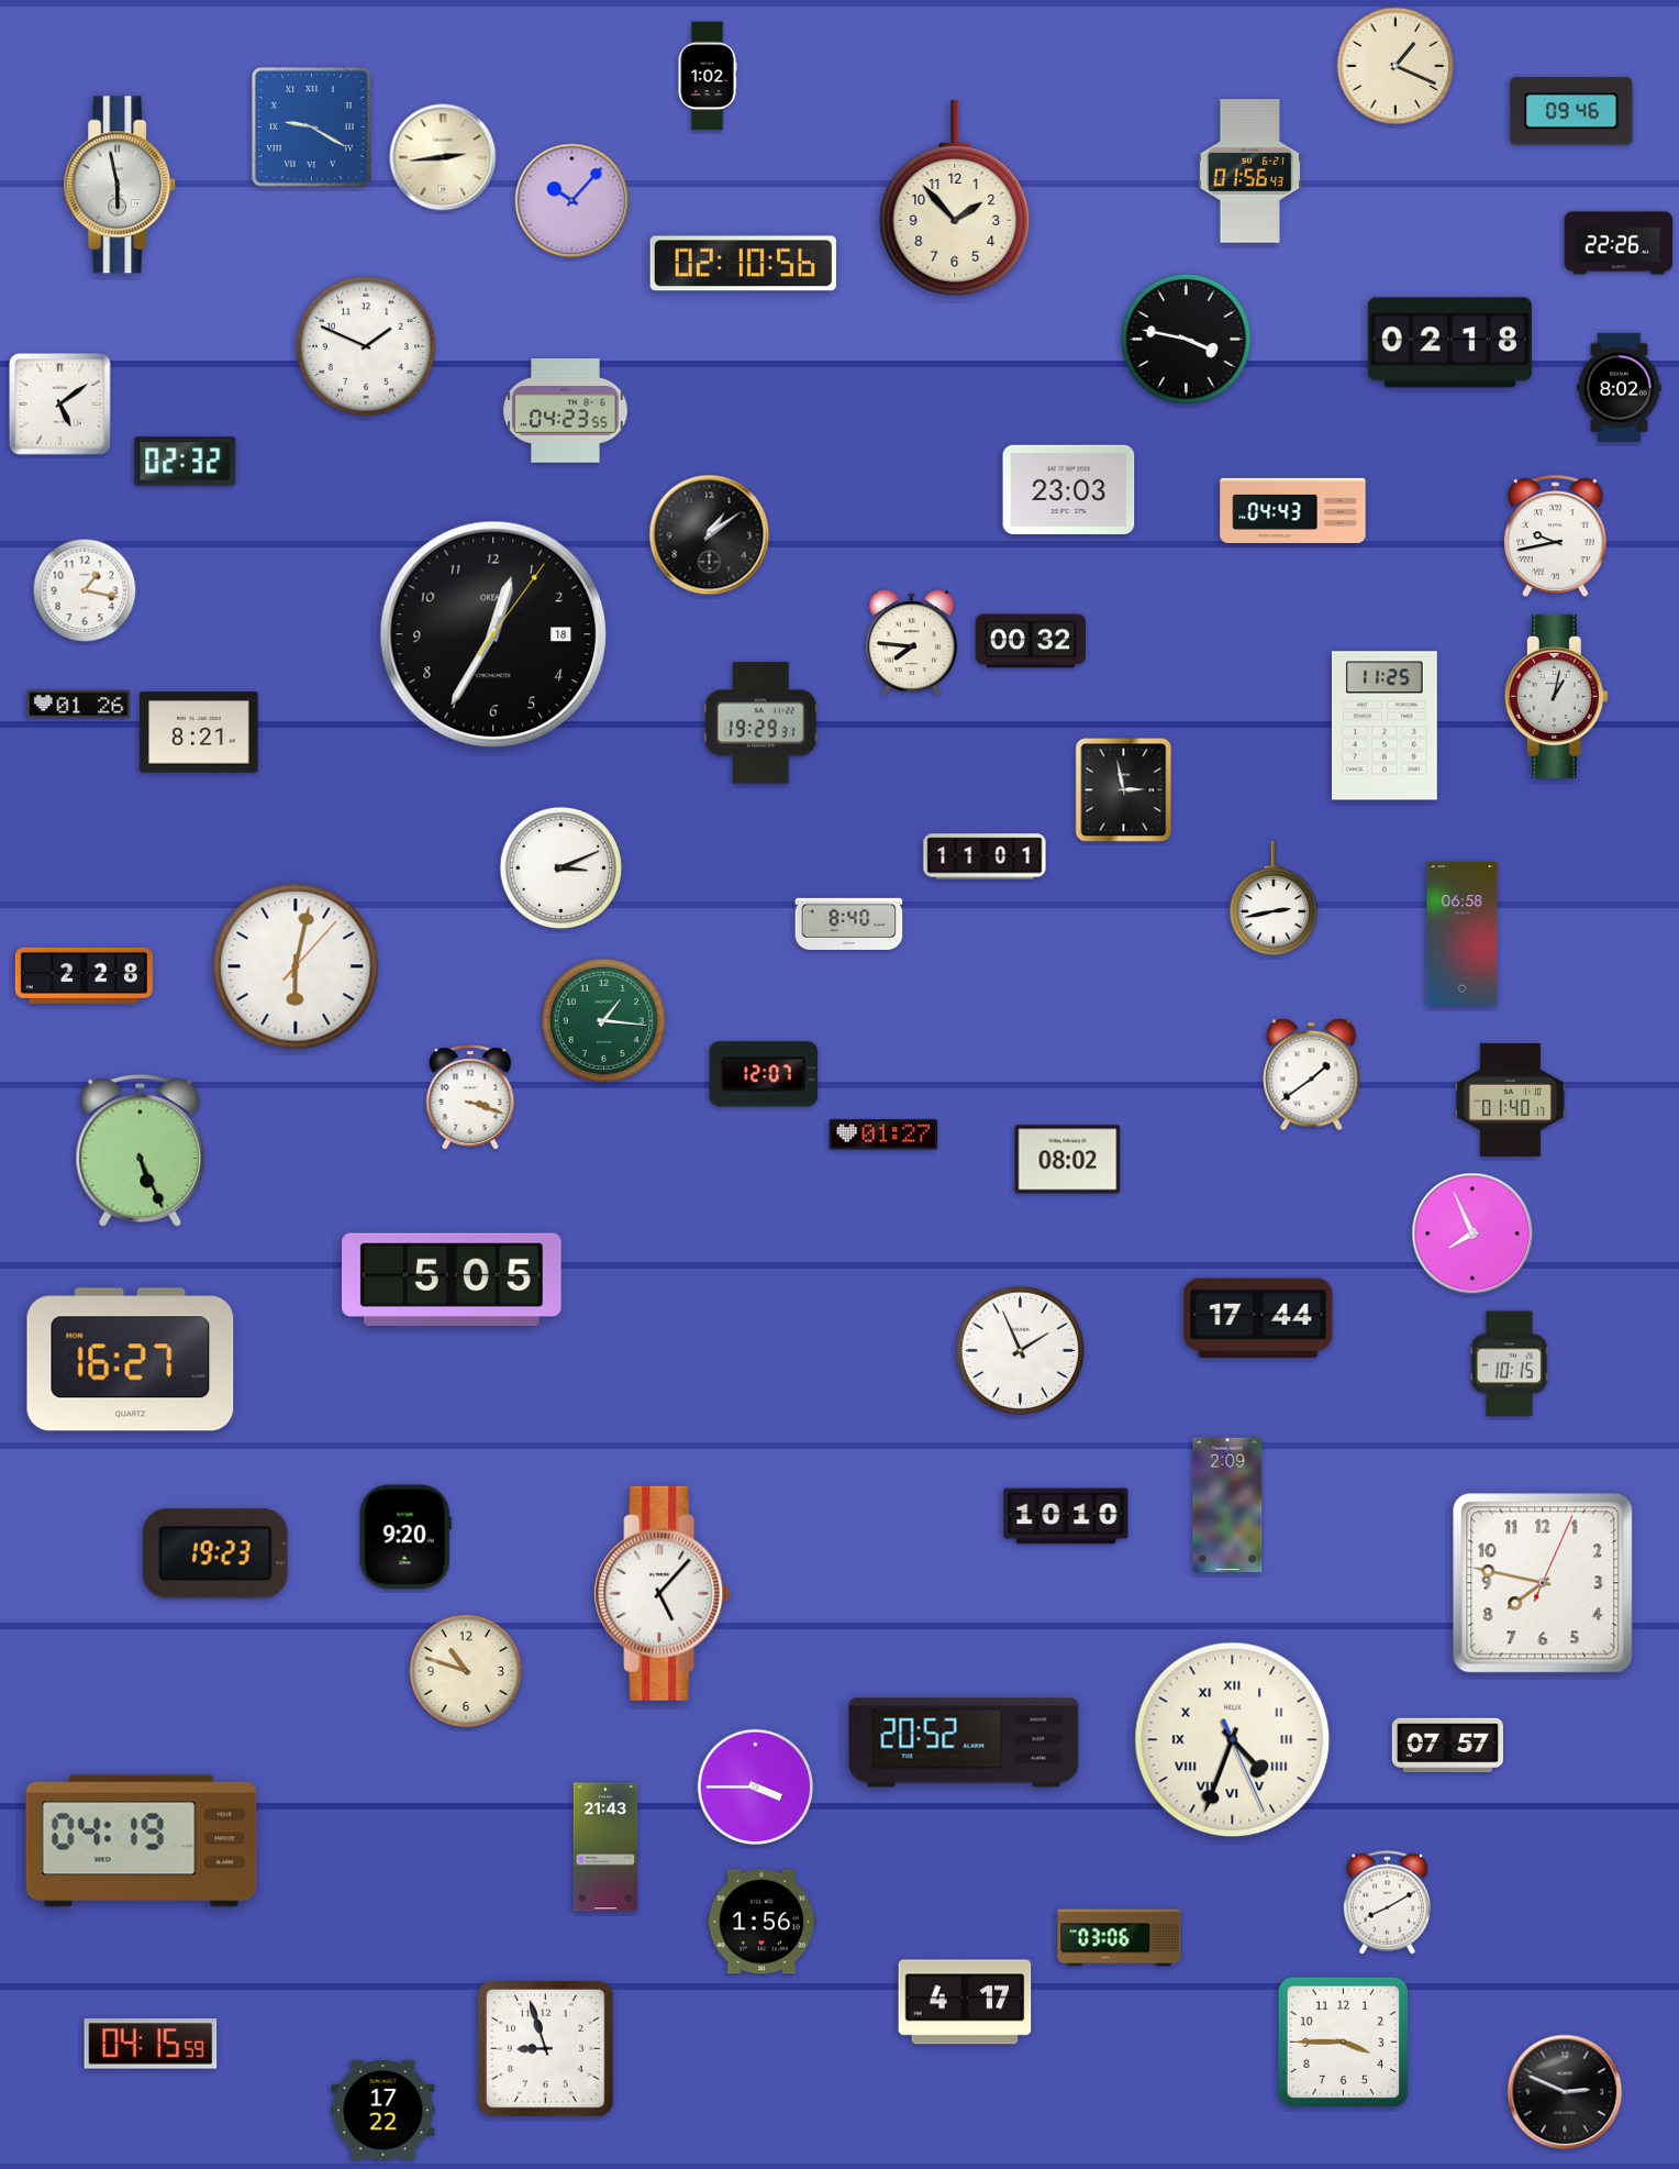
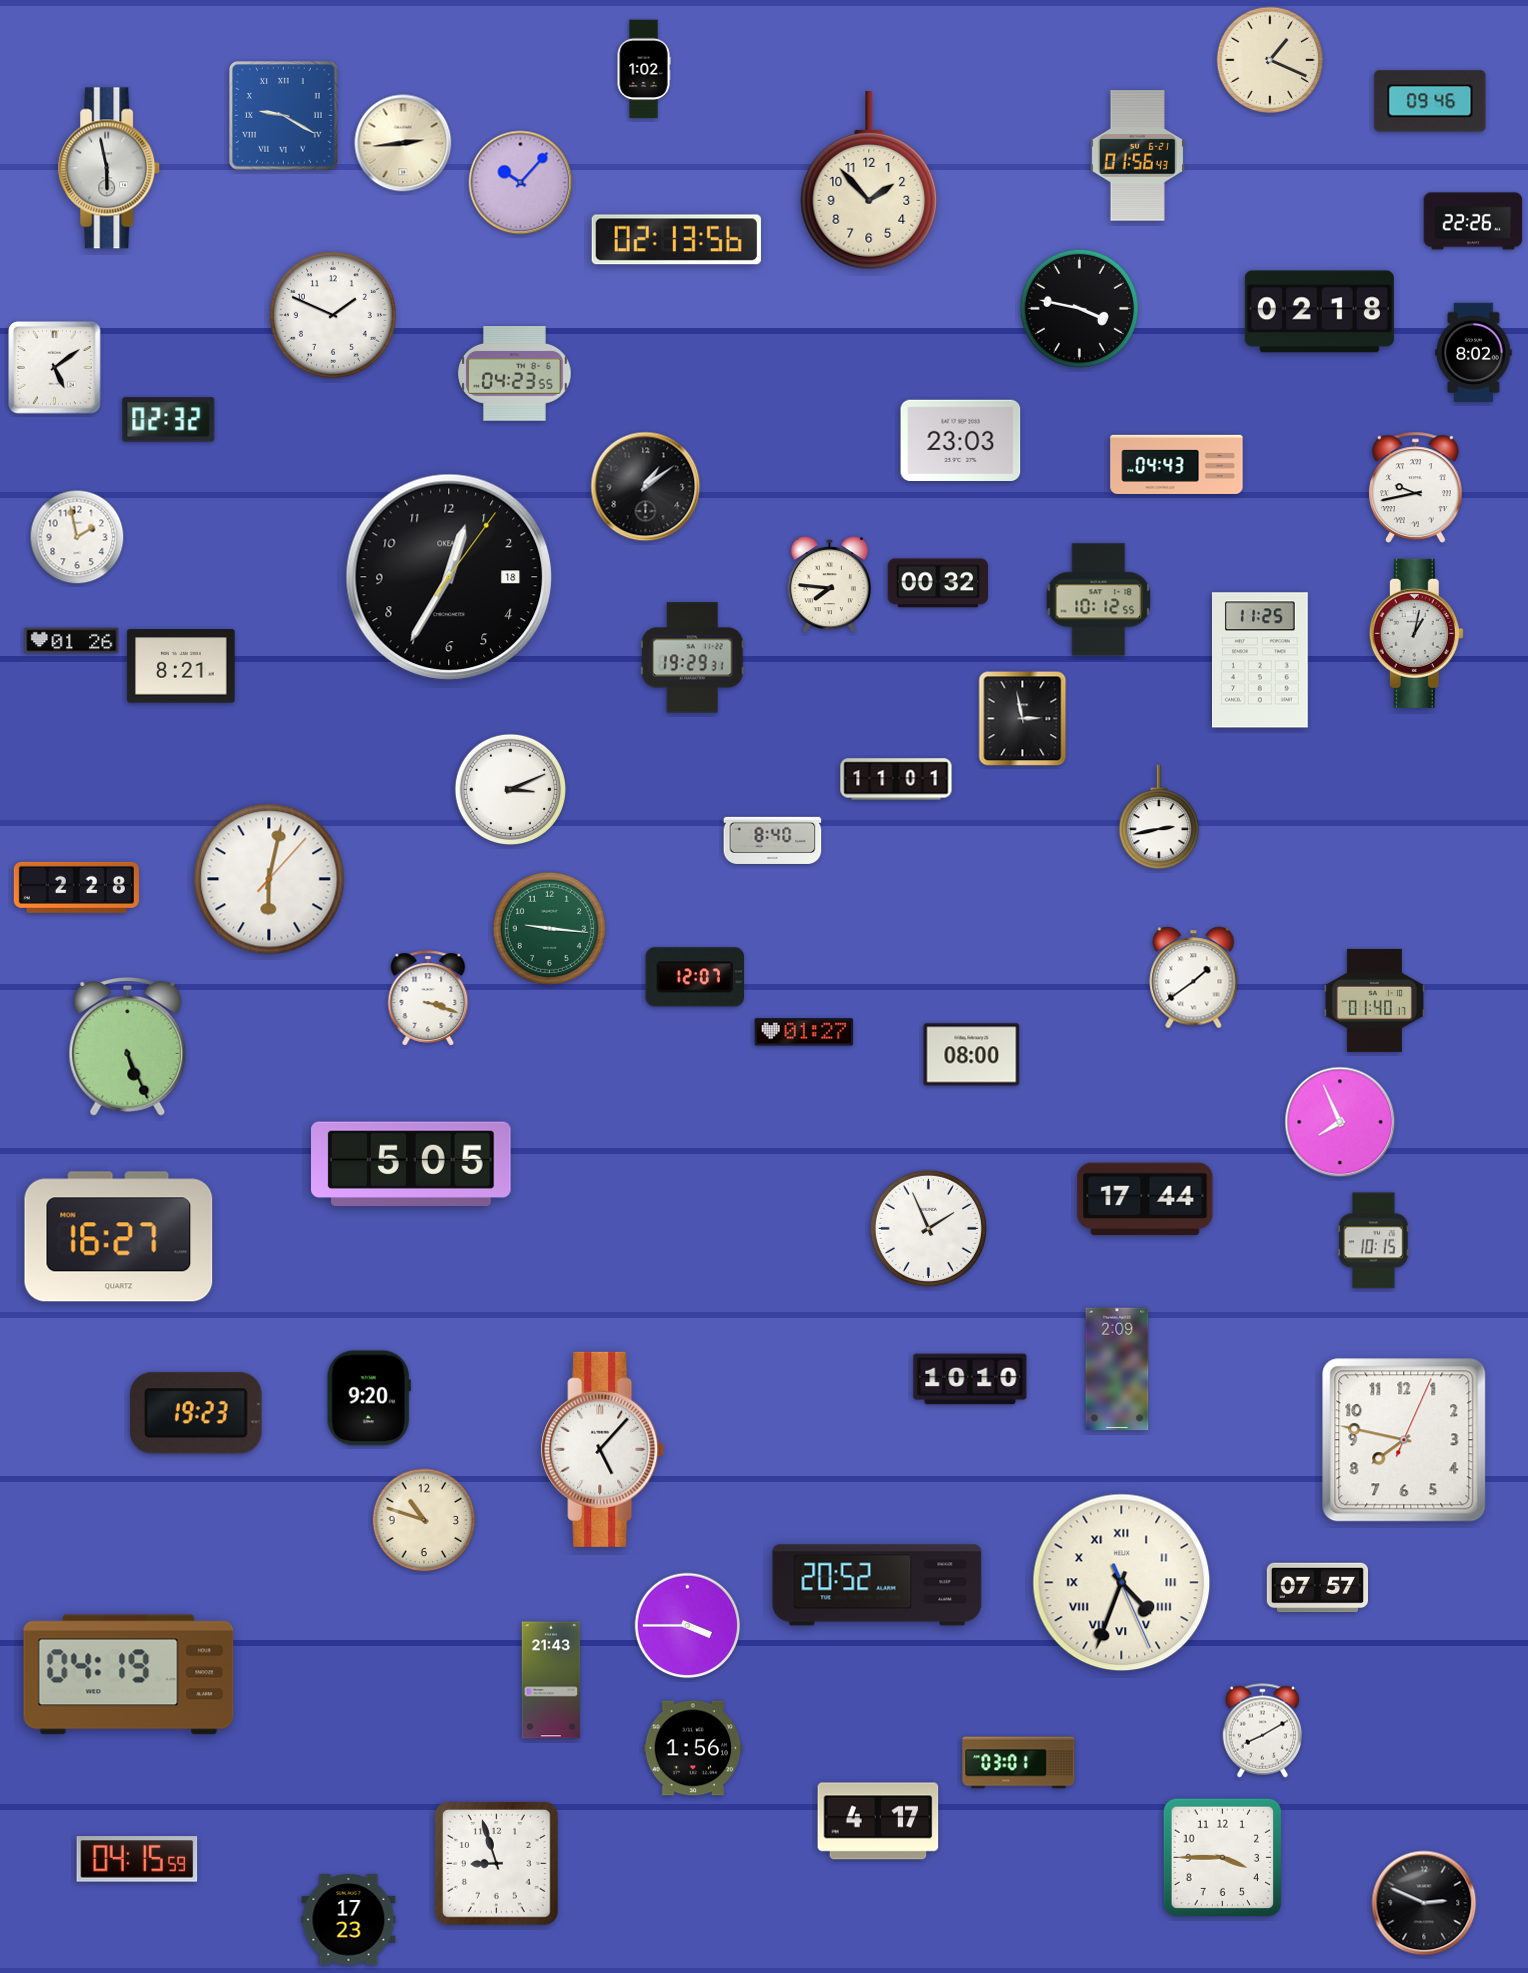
clock at (743, 264): 02:10 -> 02:13
clock at (1069, 489) position: (1069, 489) -> (961, 440)
clock at (85, 590): 1:17 -> 1:58
clock at (1099, 600): none -> 10:12
clock at (1463, 934): 06:58 -> none
clock at (603, 1020): 1:16 -> 9:16
clock at (1068, 1160): 08:02 -> 08:00
clock at (1120, 1938): 03:06 -> 03:01
clock at (383, 2111): 17:22 -> 17:23
